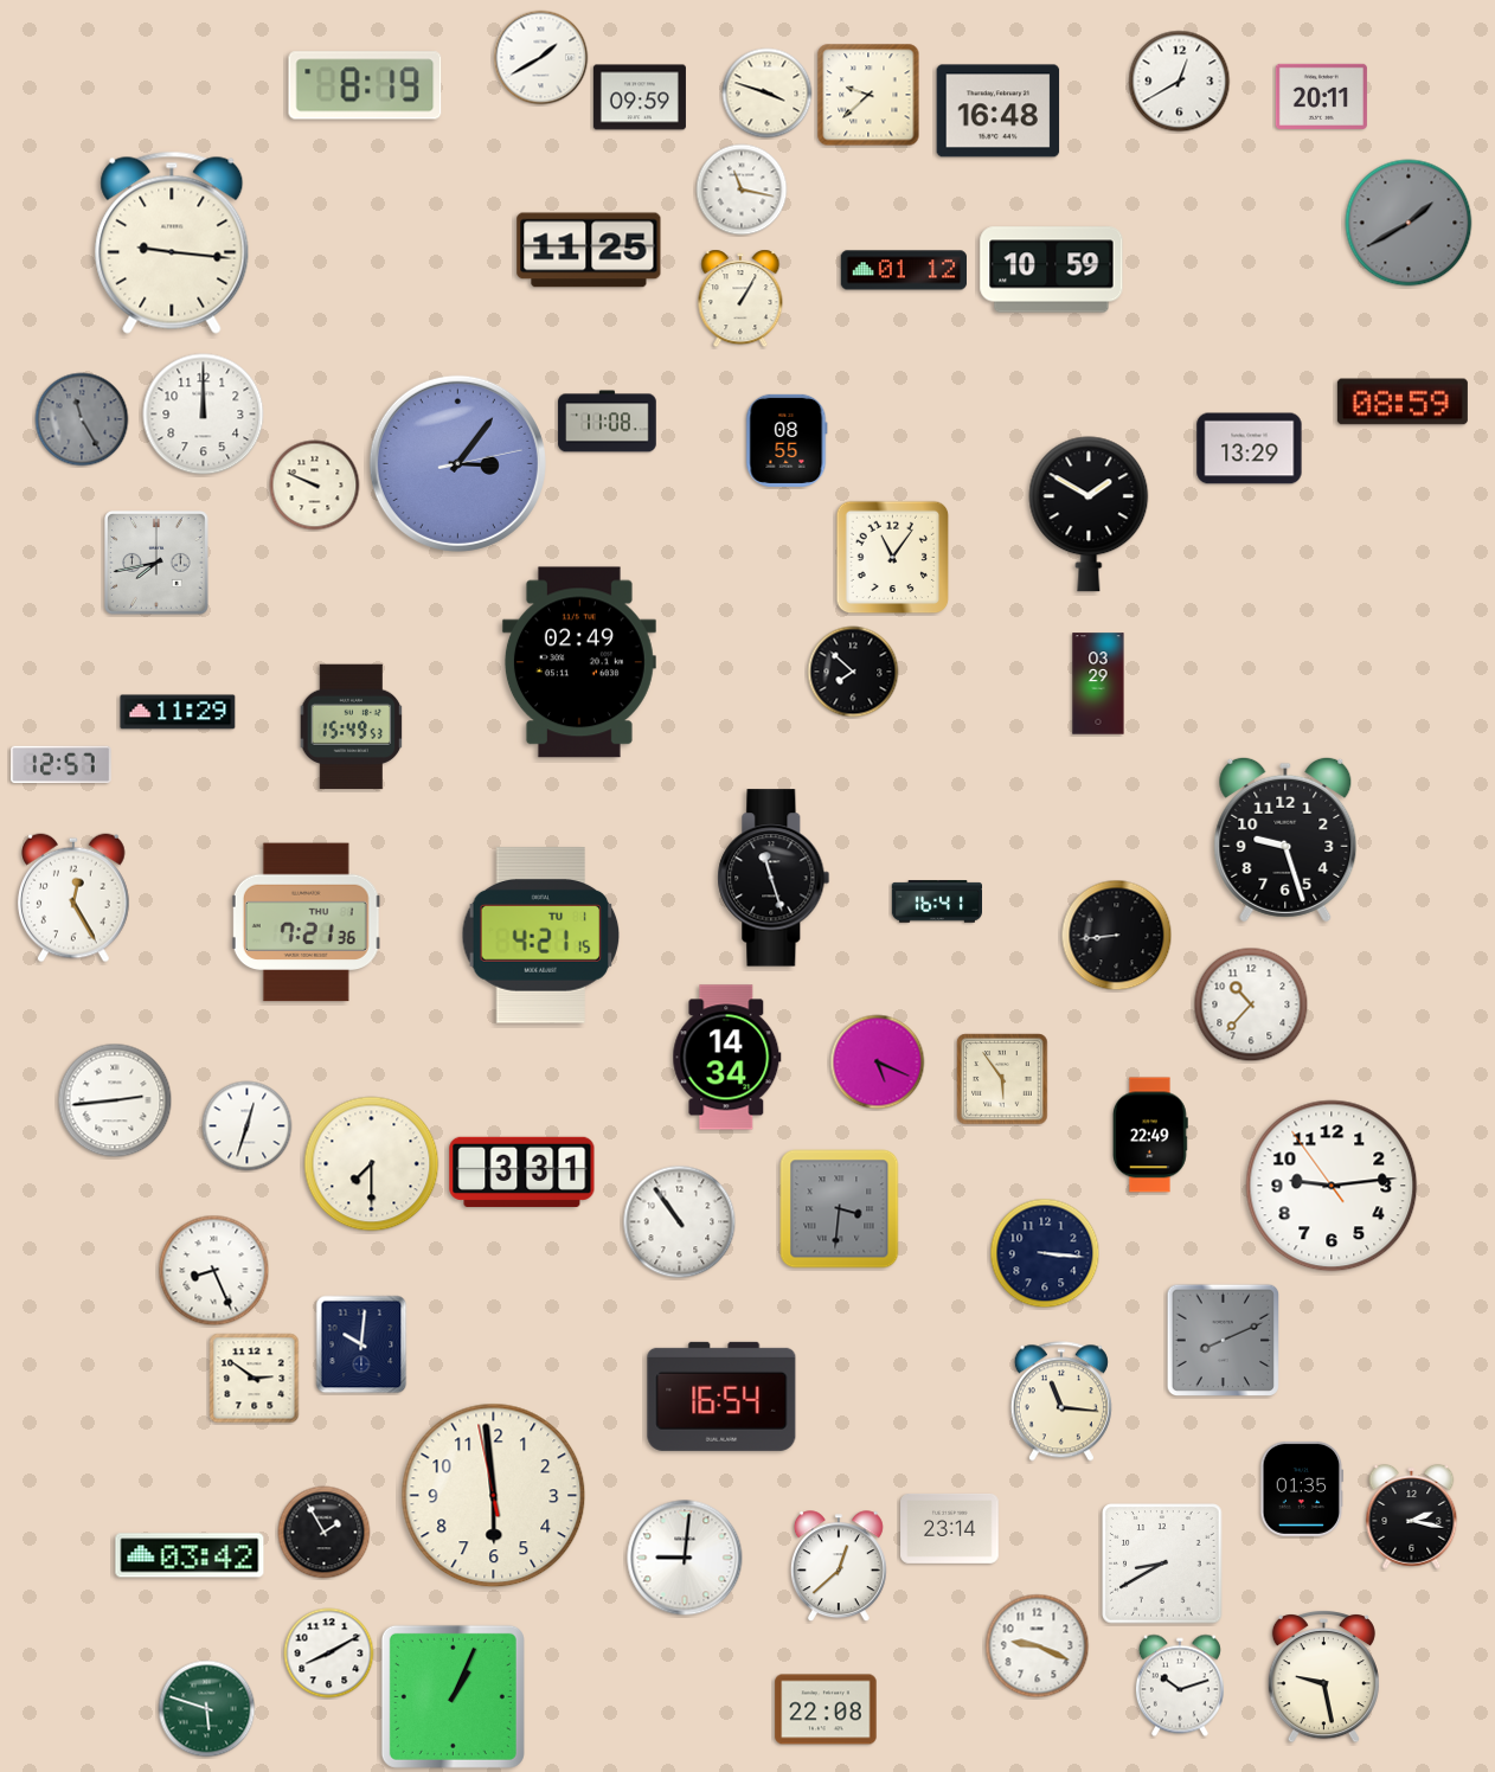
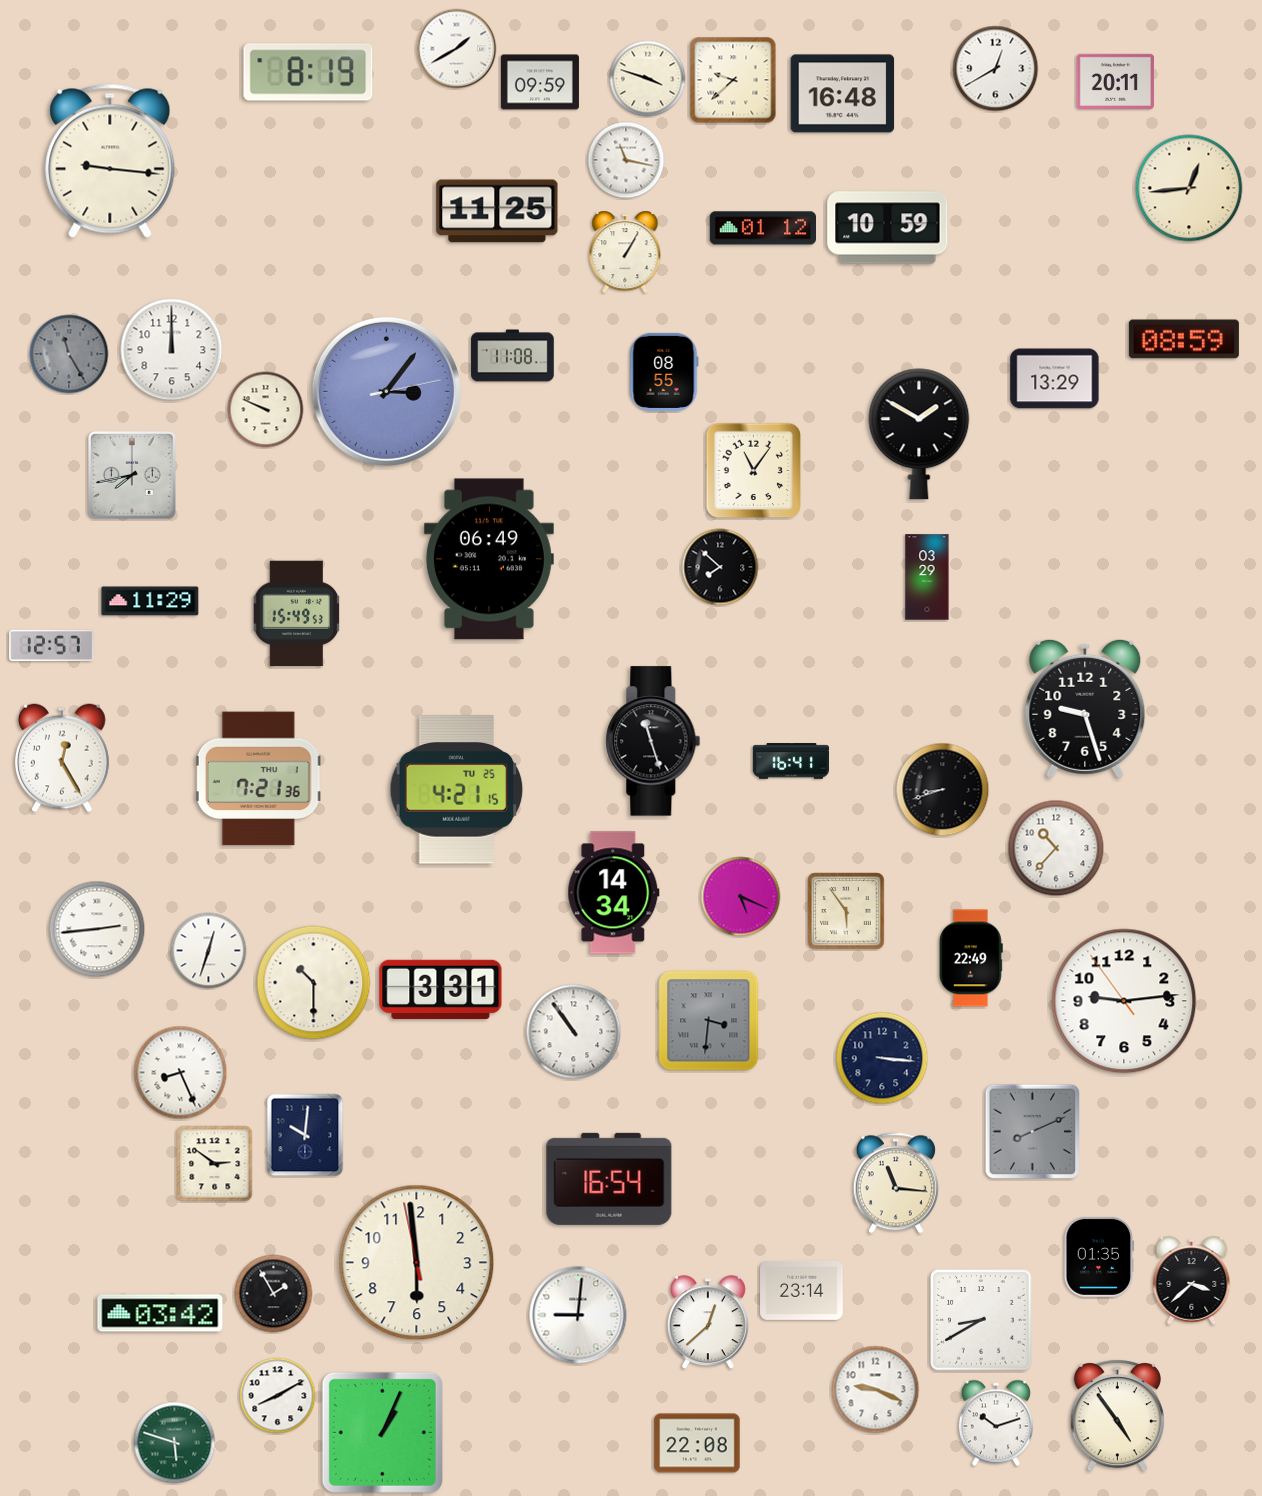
clock at (1409, 223): 1:40 -> 12:44
clock at (1409, 223) dial: grey -> cream
clock at (172, 243) position: (172, 243) -> (110, 161)
clock at (579, 662): 02:49 -> 06:49
clock at (541, 936) date: TU 1 -> TU 25
clock at (1117, 936): 8:44 -> 8:42
clock at (372, 1164): 7:30 -> 10:30
clock at (1412, 1517): 2:17 -> 3:38
clock at (1323, 1677): 9:28 -> 4:54
